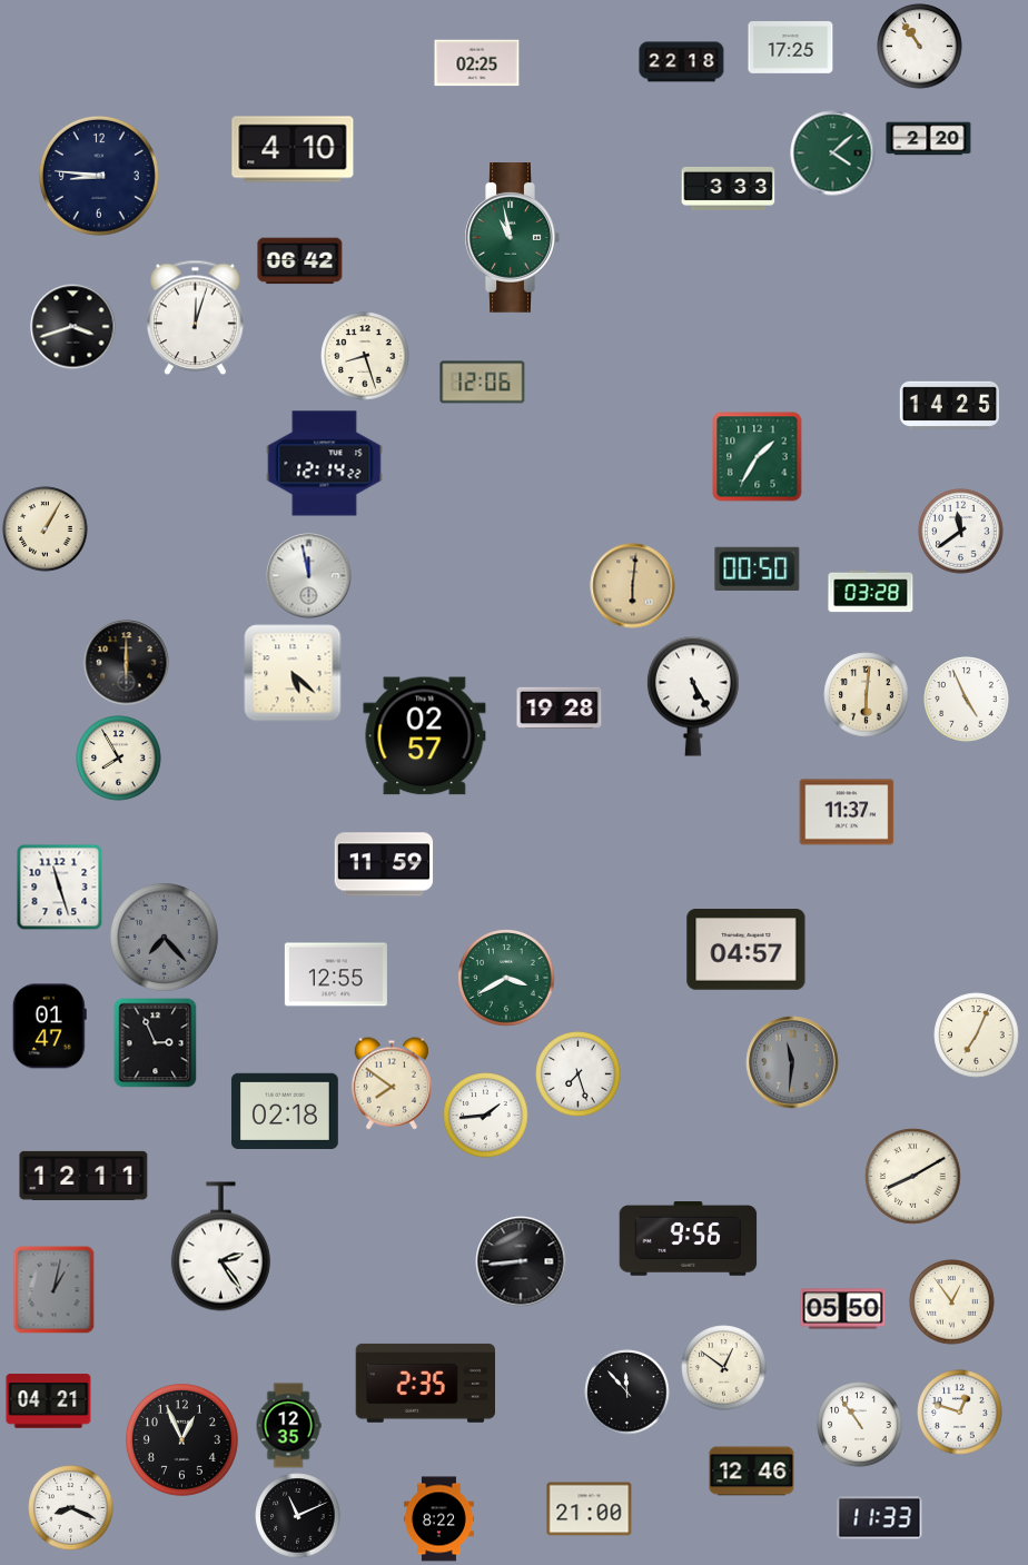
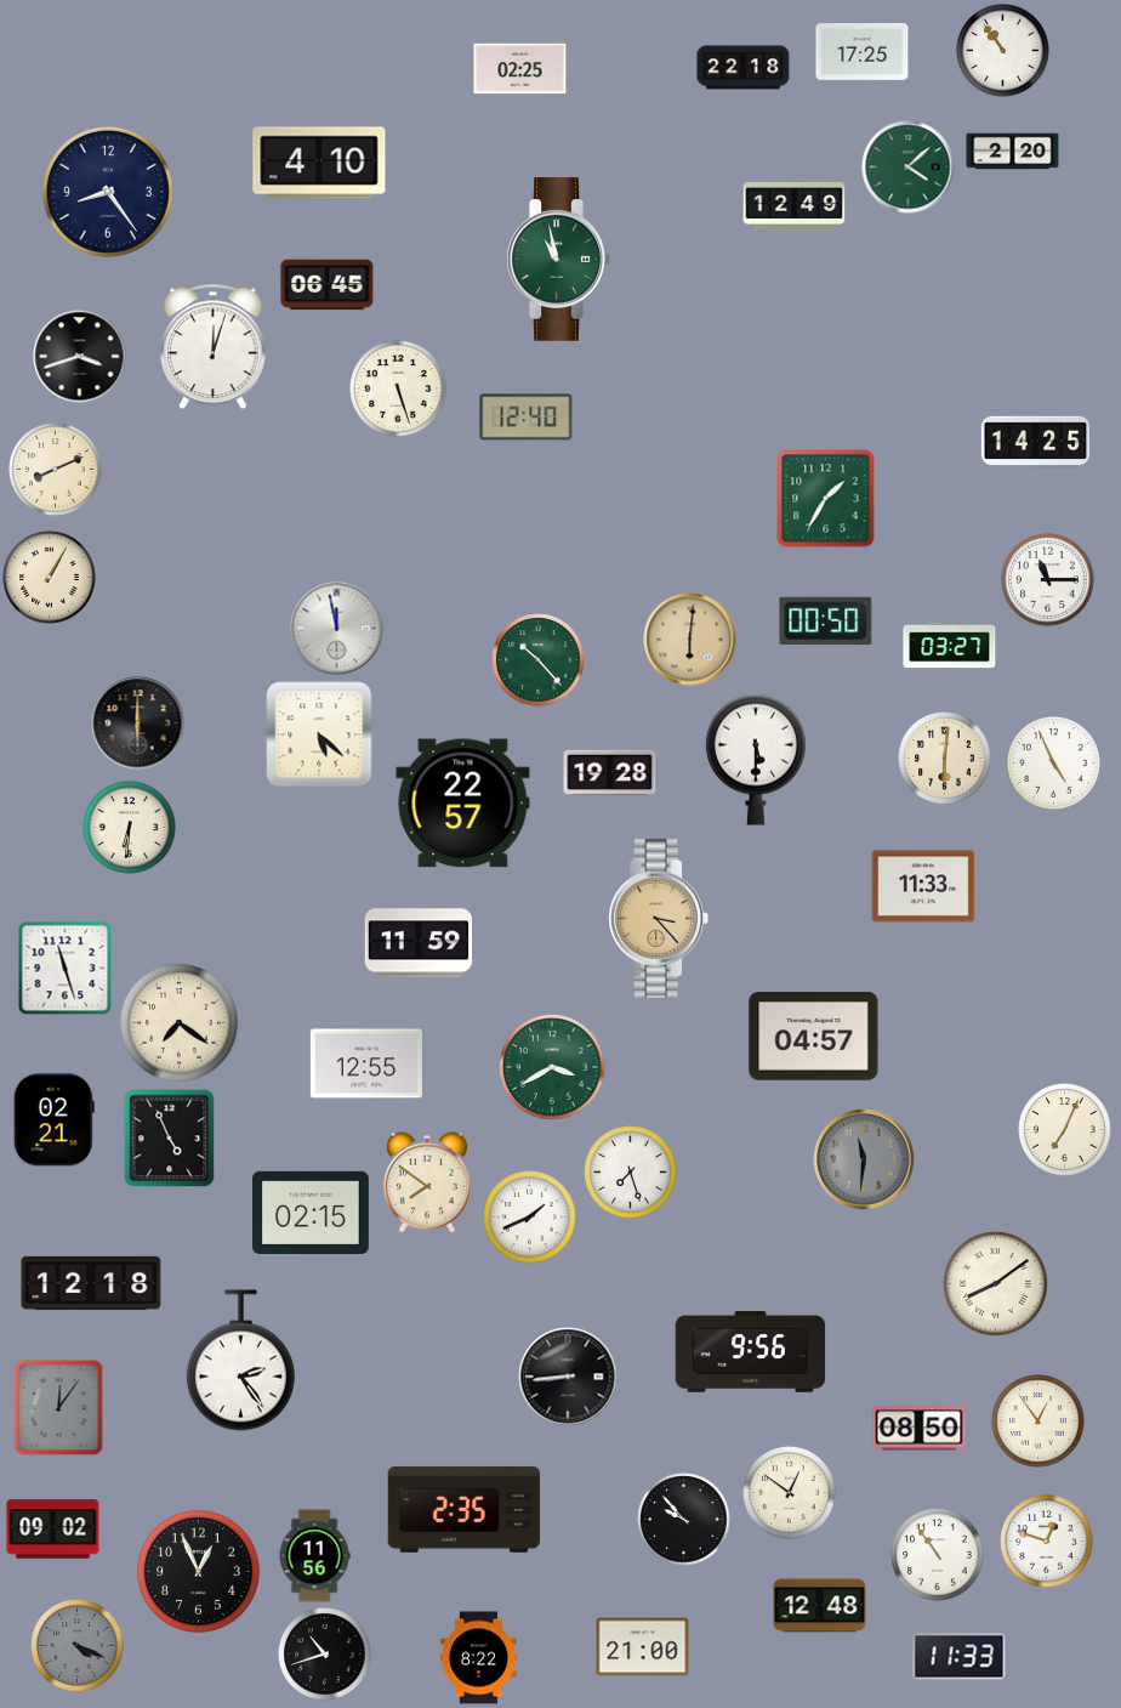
clock at (99, 176): 8:46 -> 8:24
clock at (729, 188): 3:33 -> 12:49
clock at (300, 261): 06:42 -> 06:45
clock at (365, 356): 8:27 -> 5:27
clock at (483, 383): 12:06 -> 12:40
clock at (56, 470): none -> 8:11
clock at (325, 464): 12:14 -> none
clock at (961, 532): 11:39 -> 11:15
clock at (871, 592): 03:28 -> 03:27
clock at (539, 660): none -> 10:23
clock at (693, 696): 5:25 -> 5:30
clock at (425, 736): 02:57 -> 22:57
clock at (119, 759): 7:55 -> 6:31
clock at (847, 812): 11:37 -> 11:33
clock at (659, 918): none -> 3:23
clock at (165, 938): 7:23 -> 7:21
clock at (165, 938) dial: grey -> cream
clock at (49, 1027): 01:47 -> 02:21
clock at (156, 1042): 2:56 -> 4:56
clock at (285, 1110): 02:18 -> 02:15
clock at (486, 1116): 1:44 -> 1:41
clock at (83, 1176): 12:11 -> 12:18
clock at (913, 1177): 8:10 -> 8:09
clock at (55, 1290): 1:02 -> 12:06
clock at (843, 1309): 05:50 -> 08:50
clock at (627, 1393): 11:53 -> 9:53
clock at (49, 1401): 04:21 -> 09:02
clock at (288, 1426): 12:35 -> 11:56
clock at (752, 1472): 12:46 -> 12:48
clock at (71, 1508): 8:19 -> 4:19
clock at (71, 1508) dial: white -> grey
clock at (298, 1516): 11:11 -> 10:42
